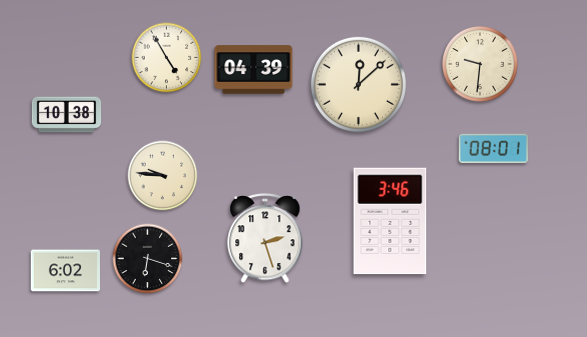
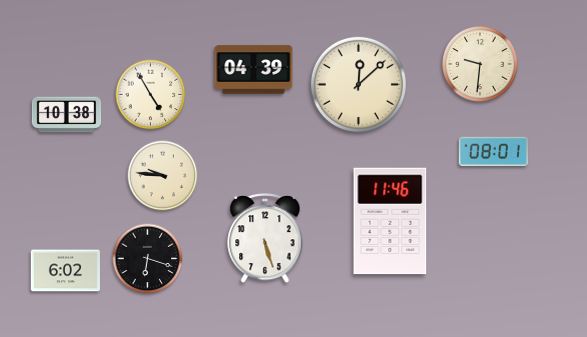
clock at (167, 58) position: (167, 58) -> (151, 95)
clock at (493, 149) position: (493, 149) -> (493, 152)
clock at (390, 221): 3:46 -> 11:46
clock at (265, 239): 2:27 -> 5:27
